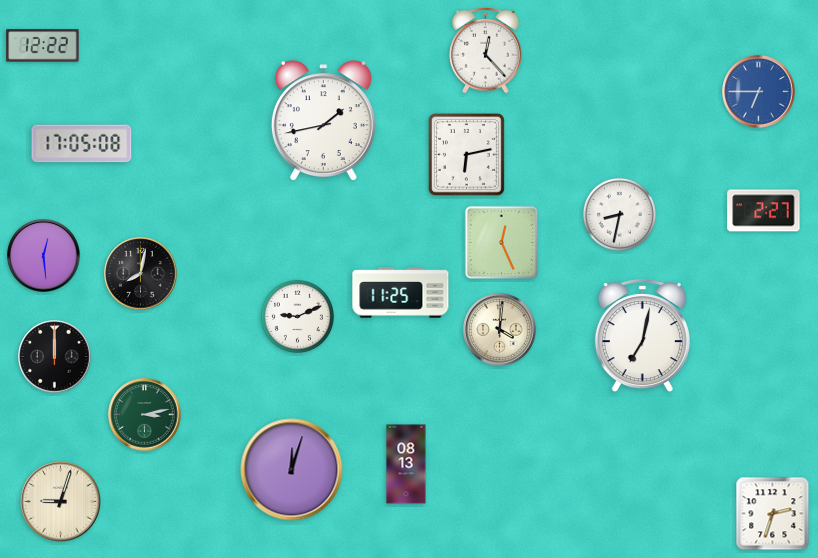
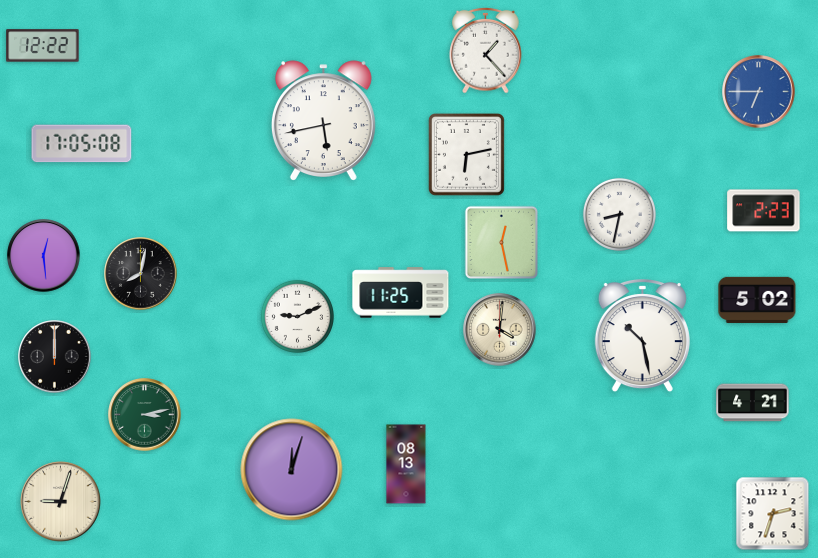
clock at (486, 50): 12:23 -> 1:23
clock at (323, 121): 1:43 -> 5:43
clock at (764, 211): 2:27 -> 2:23
clock at (501, 242): 12:26 -> 12:28
clock at (757, 300): none -> 5:02
clock at (642, 337): 7:02 -> 10:28
clock at (753, 403): none -> 4:21
